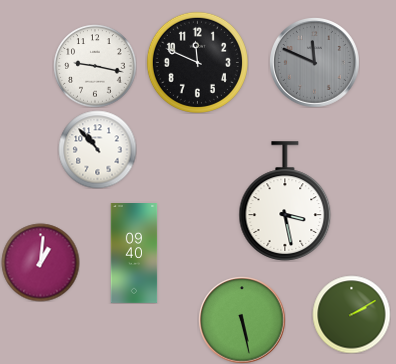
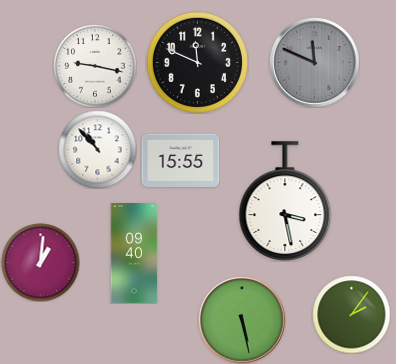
clock at (180, 160): none -> 15:55
clock at (351, 314): 2:10 -> 2:06
